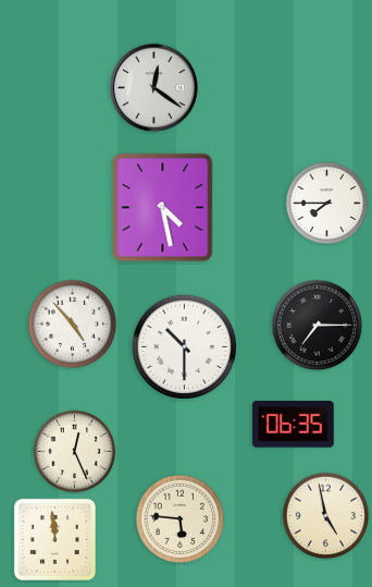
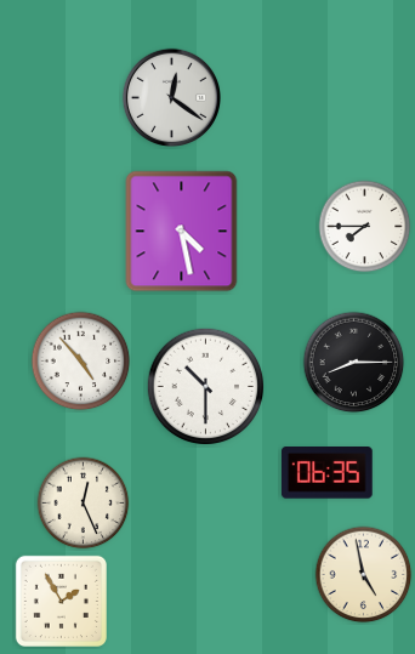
clock at (318, 326): 7:15 -> 8:15
clock at (181, 519): 5:46 -> none
clock at (54, 539): 11:59 -> 1:55
